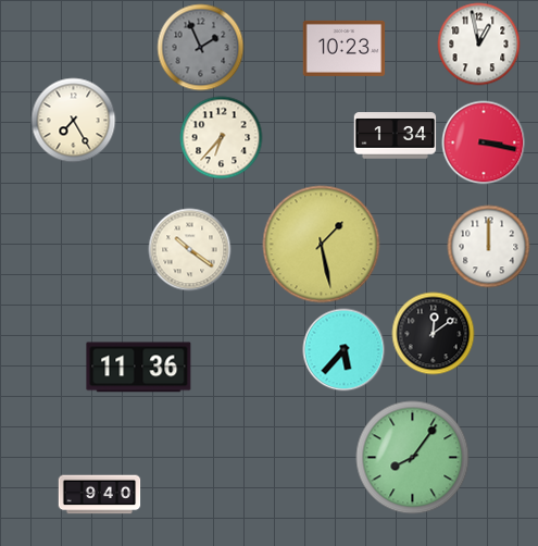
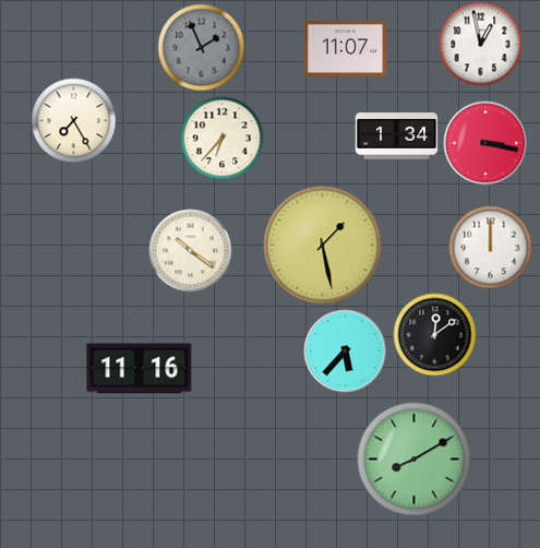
clock at (345, 48): 10:23 -> 11:07
clock at (139, 368): 11:36 -> 11:16
clock at (413, 458): 8:06 -> 8:10
clock at (100, 495): 9:40 -> none
